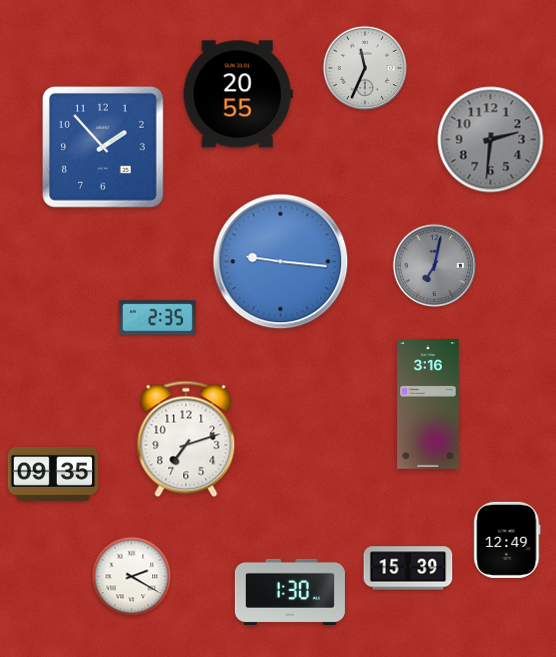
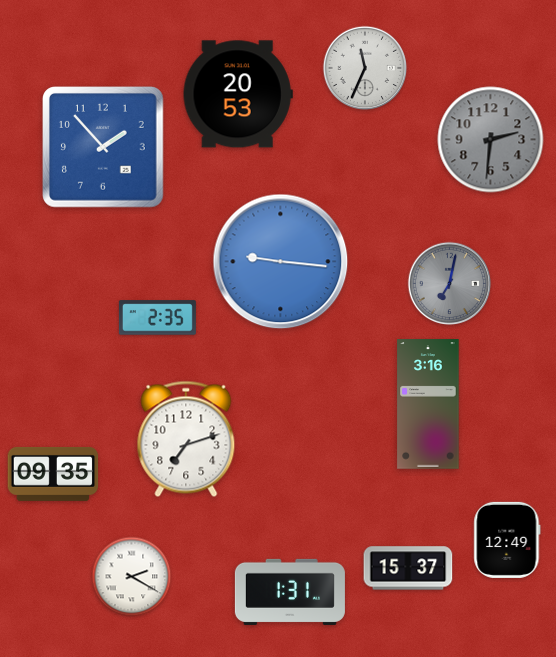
clock at (238, 94): 20:55 -> 20:53
clock at (435, 266) position: (435, 266) -> (450, 284)
clock at (408, 568): 15:39 -> 15:37
clock at (290, 592): 1:30 -> 1:31
